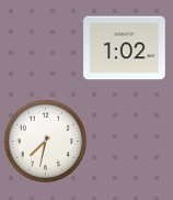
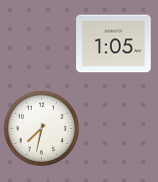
clock at (125, 48): 1:02 -> 1:05
